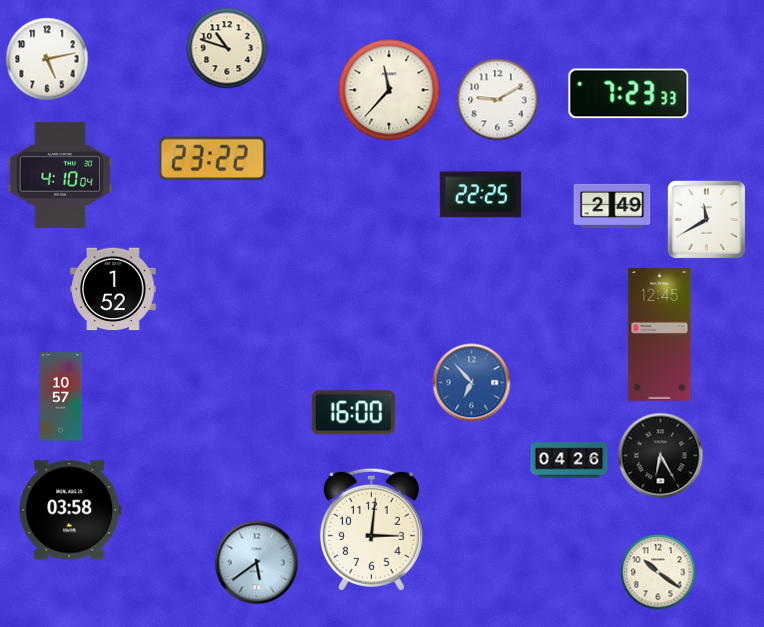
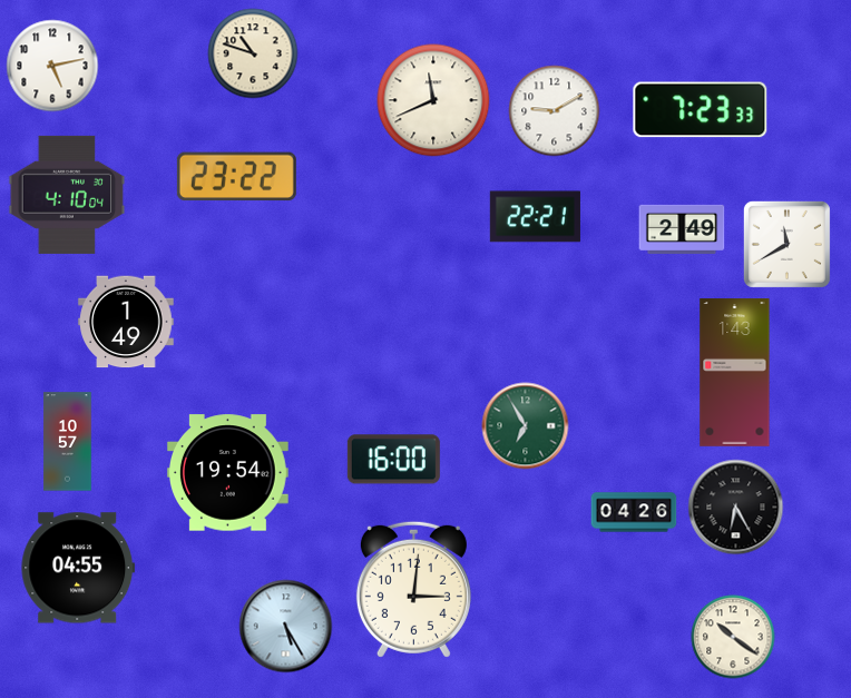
clock at (389, 90): 11:37 -> 11:41
clock at (629, 94) position: (629, 94) -> (701, 110)
clock at (480, 195): 22:25 -> 22:21
clock at (113, 289): 1:52 -> 1:49
clock at (660, 335): 12:45 -> 1:43
clock at (472, 383): 6:53 -> 6:55
clock at (472, 383) dial: blue -> green
clock at (227, 473): none -> 19:54
clock at (70, 510): 03:58 -> 04:55
clock at (257, 563): 5:39 -> 5:25
